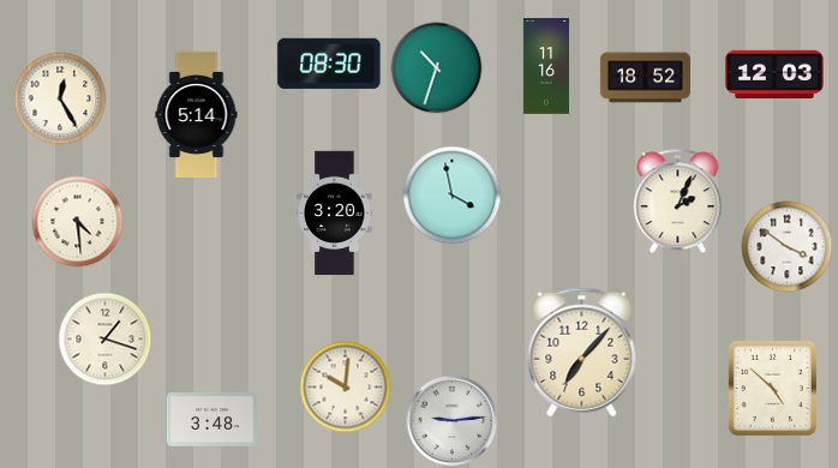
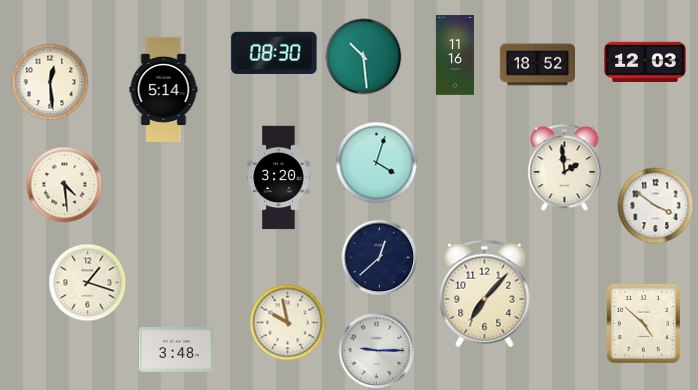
clock at (437, 68): 10:33 -> 10:29
clock at (60, 98): 12:25 -> 12:29
clock at (197, 114) position: (197, 114) -> (164, 89)
clock at (453, 196): 3:58 -> 4:03
clock at (678, 202): 2:04 -> 1:59
clock at (380, 258): none -> 12:38
clock at (346, 388): 10:01 -> 9:58
clock at (453, 421): 9:14 -> 9:15
